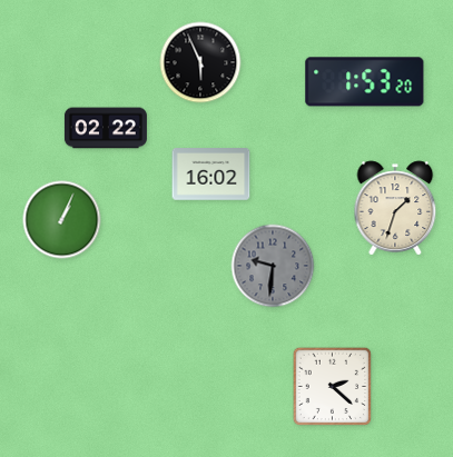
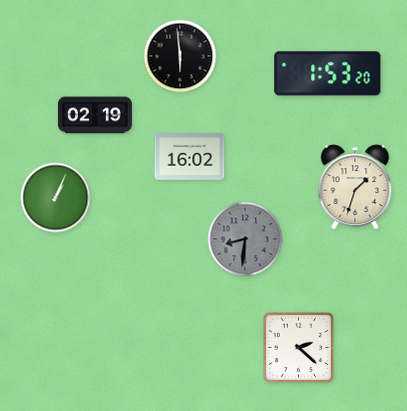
clock at (200, 62): 5:56 -> 5:59
clock at (106, 128): 02:22 -> 02:19
clock at (273, 266): 9:31 -> 8:31
